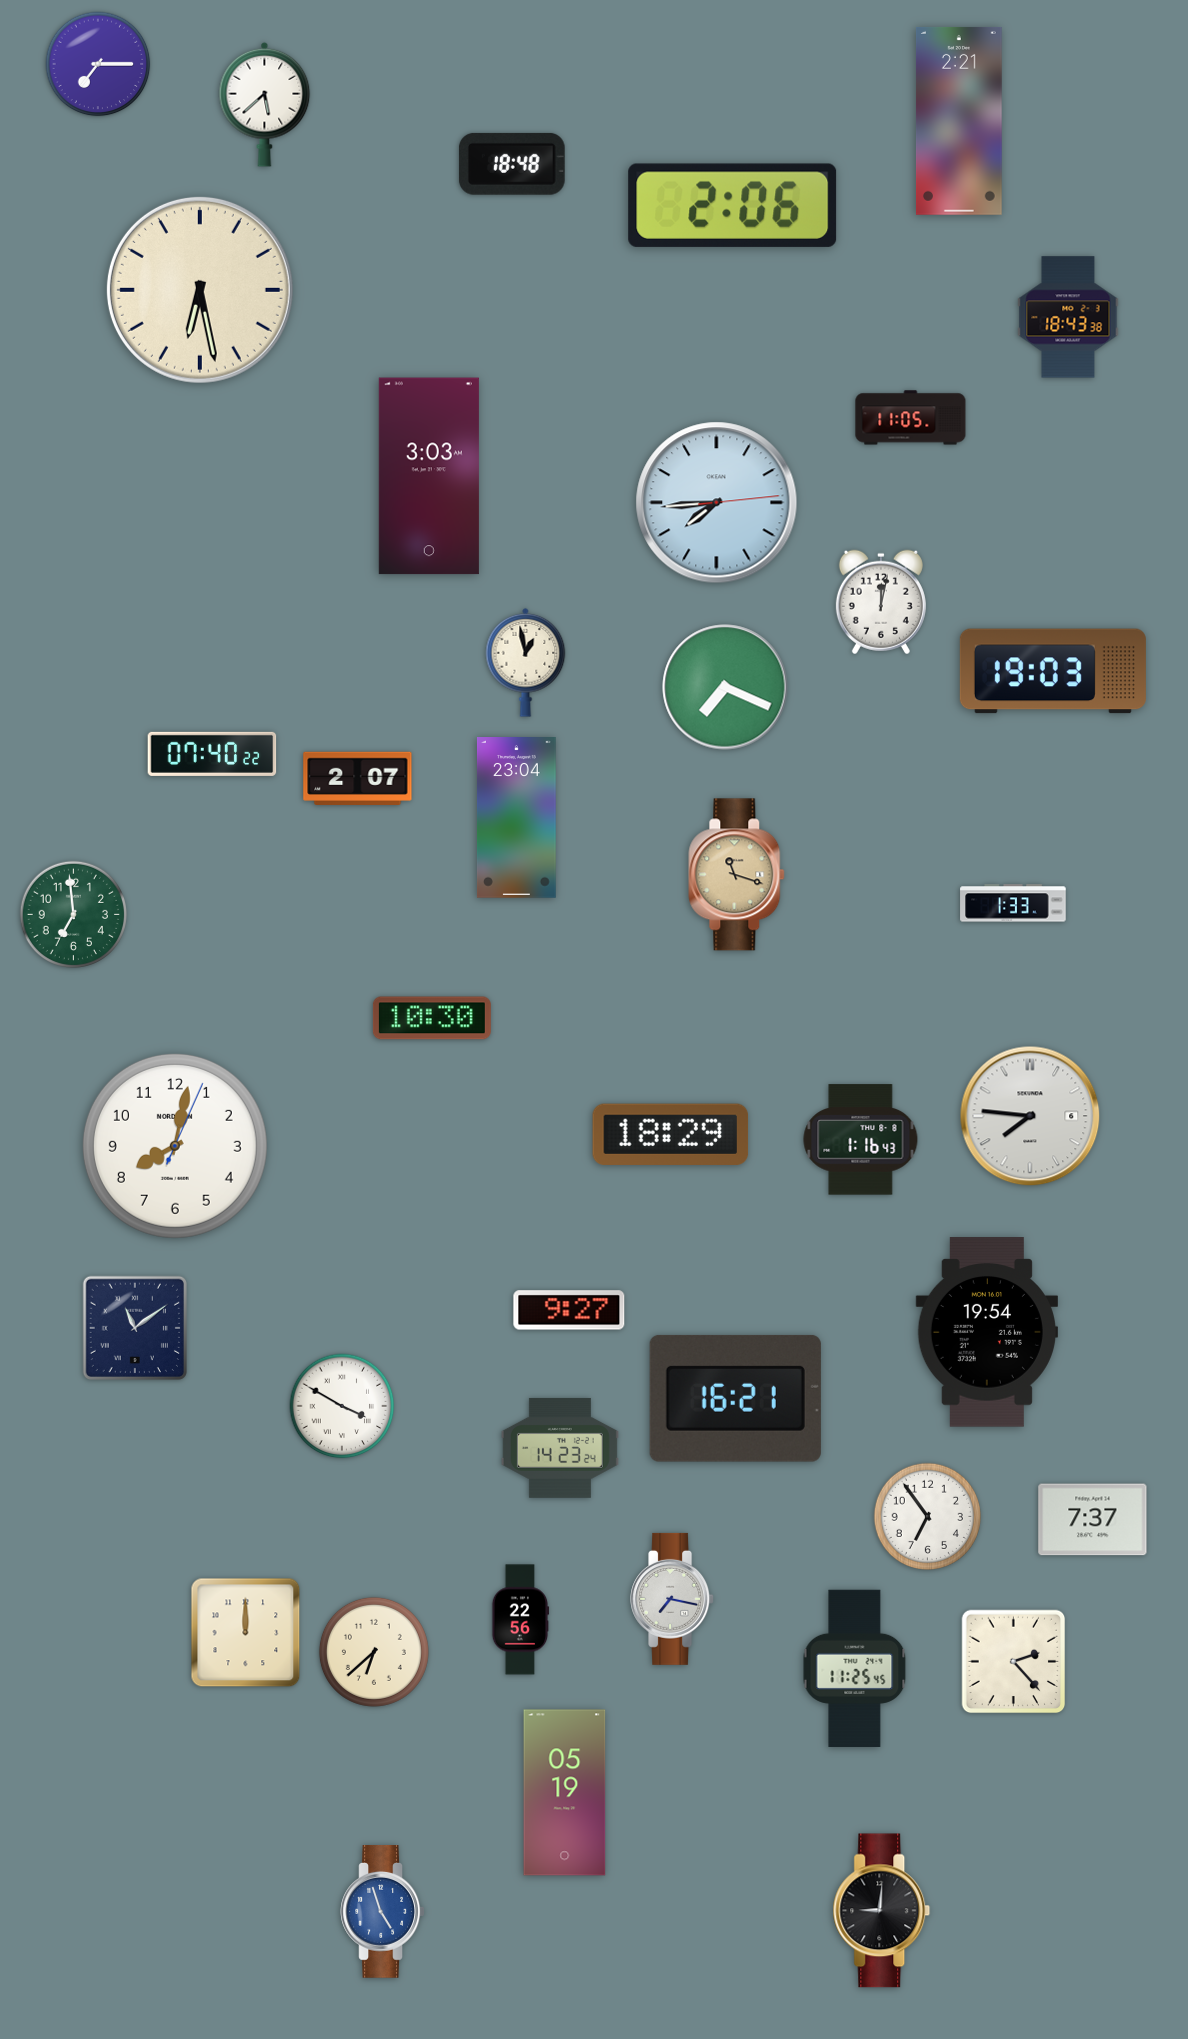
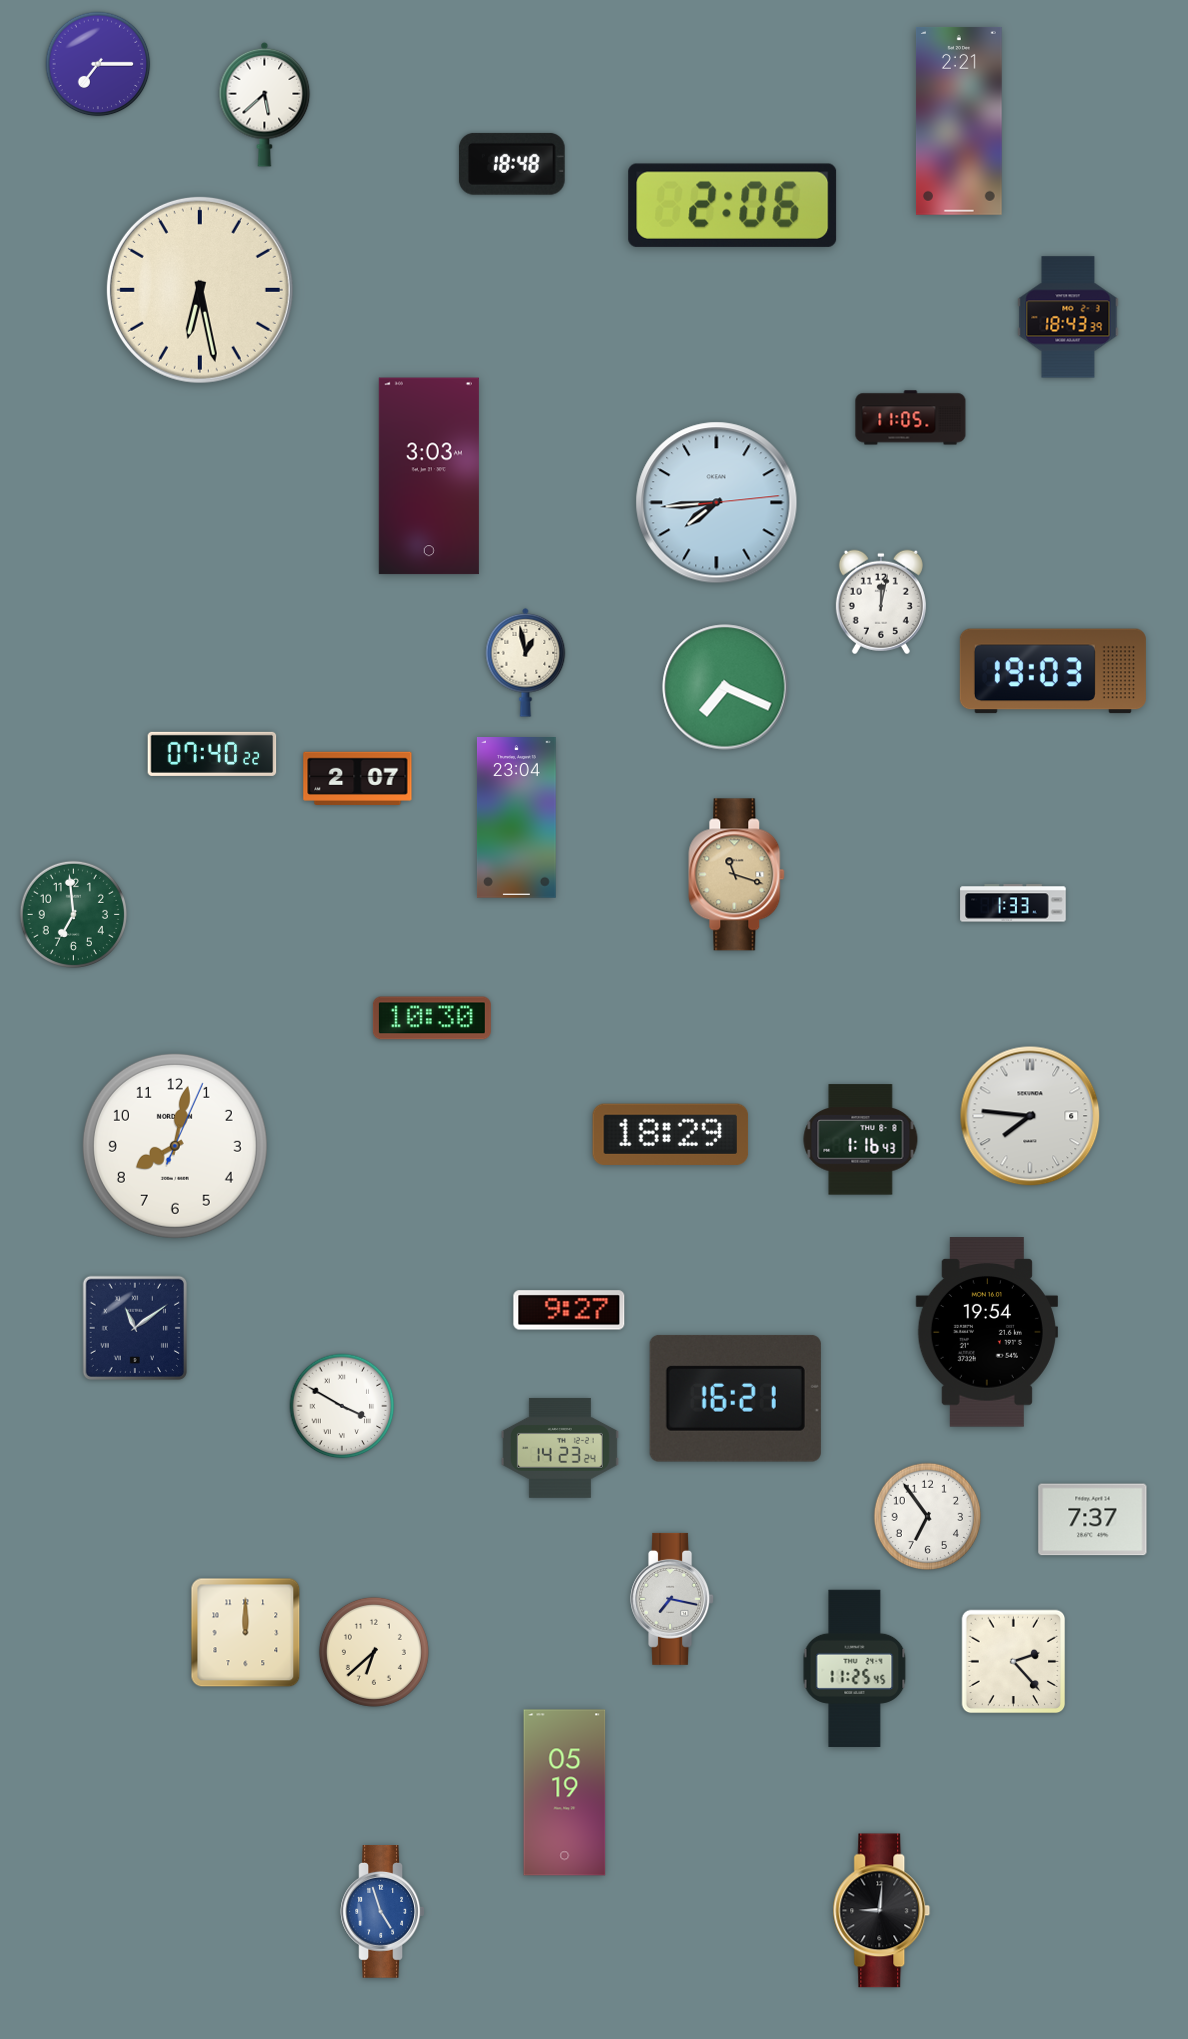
clock at (1068, 317): 18:43:38 -> 18:43:39
clock at (520, 1620): 22:56 -> none
